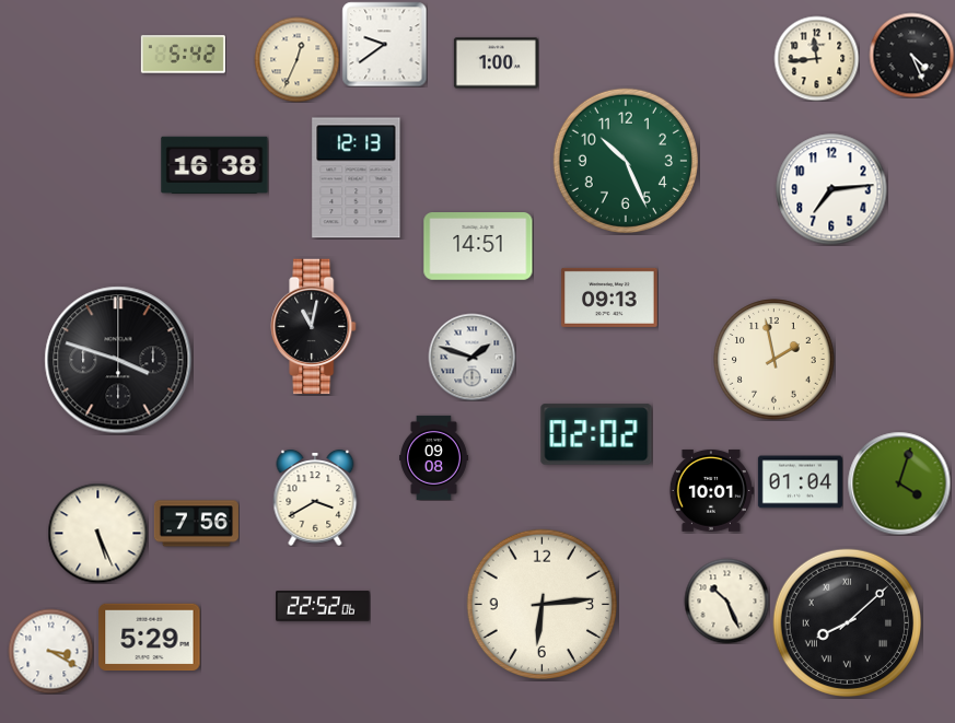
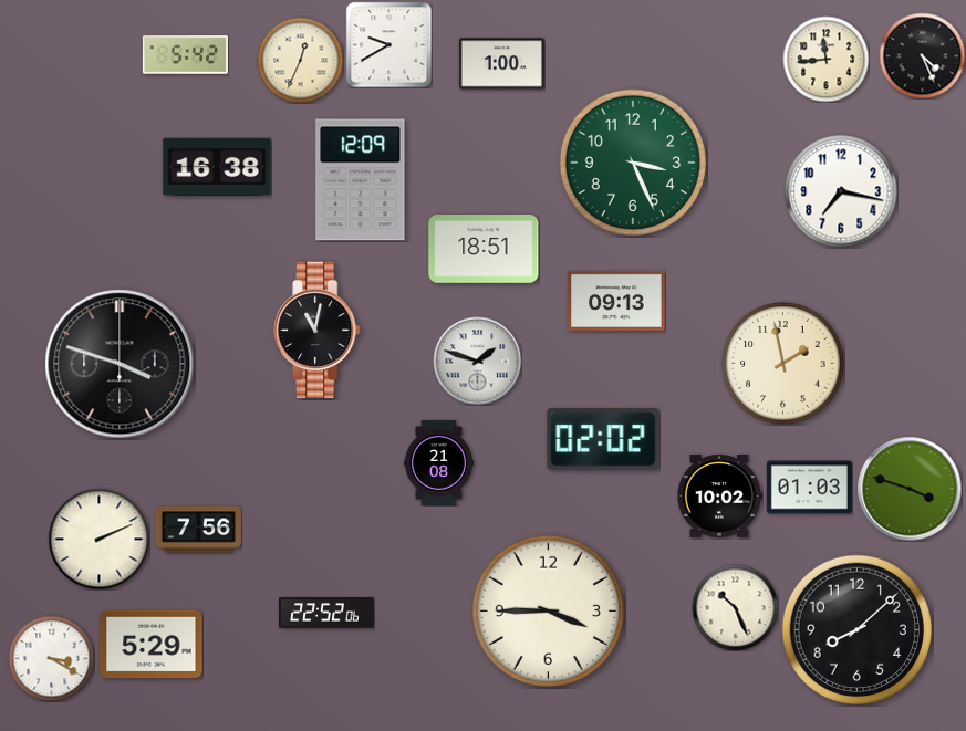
clock at (384, 44): 9:39 -> 9:40
clock at (626, 161): 10:26 -> 3:26
clock at (357, 178): 12:13 -> 12:09
clock at (831, 189): 7:14 -> 7:17
clock at (478, 247): 14:51 -> 18:51
clock at (433, 457): 09:08 -> 21:08
clock at (800, 482): 01:04 -> 01:03
clock at (899, 483): 4:03 -> 3:48
clock at (711, 490): 10:01 -> 10:02
clock at (315, 498): 3:40 -> none
clock at (97, 533): 5:26 -> 2:11
clock at (541, 604): 6:14 -> 3:45
clock at (847, 622) numerals: Roman -> Arabic
